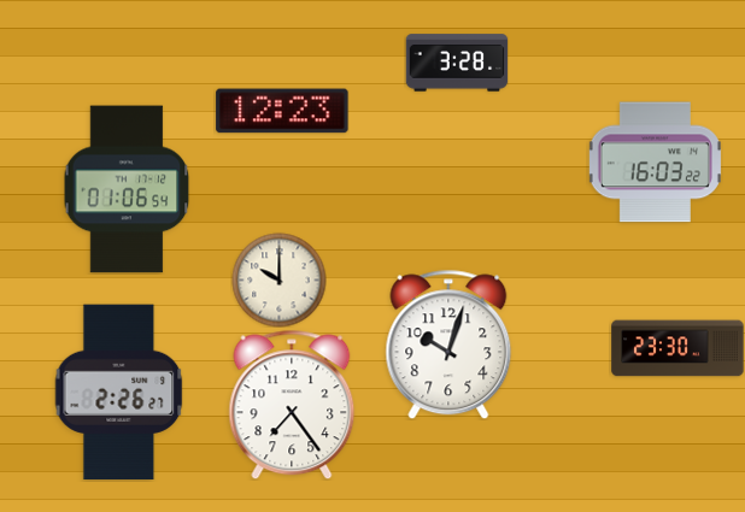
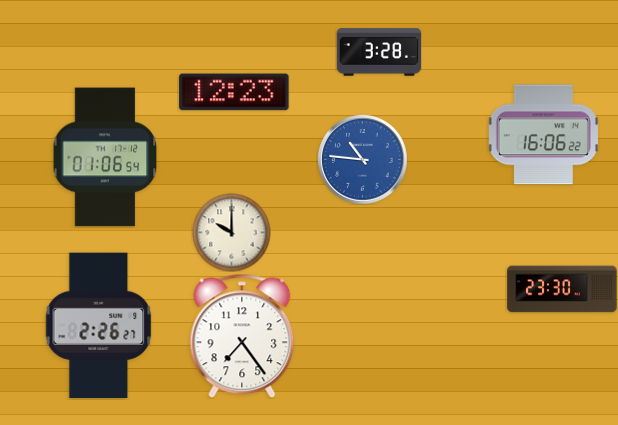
clock at (655, 163): 16:03 -> 16:06
clock at (362, 159): none -> 10:46
clock at (448, 345): 10:03 -> none
